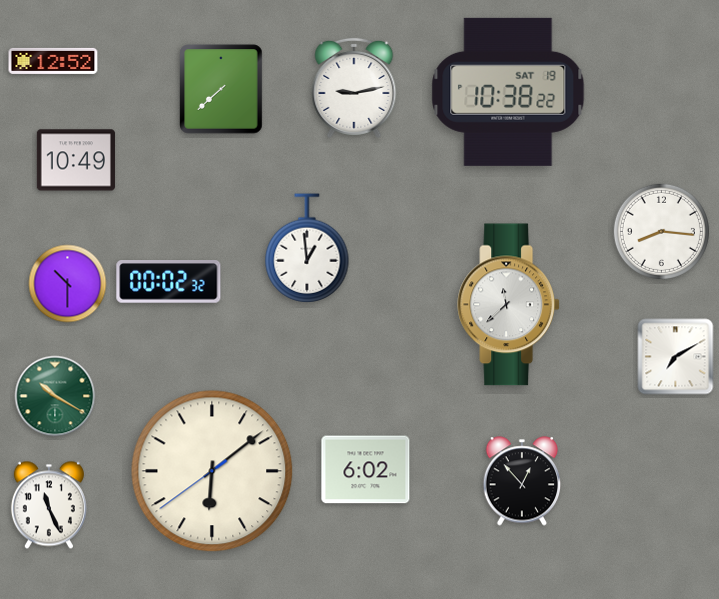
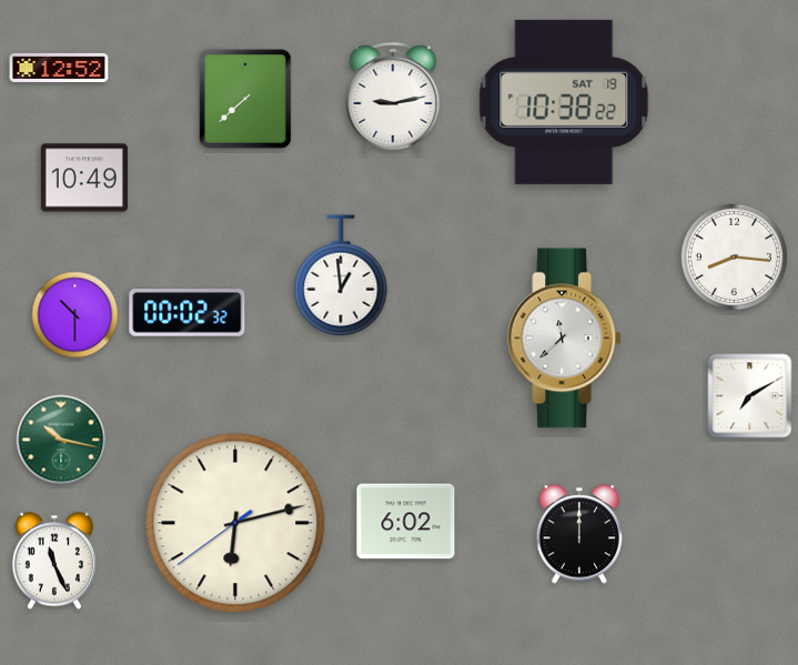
clock at (55, 396): 10:20 -> 10:17
clock at (212, 471): 6:08 -> 6:12
clock at (522, 481): 12:53 -> 12:00
